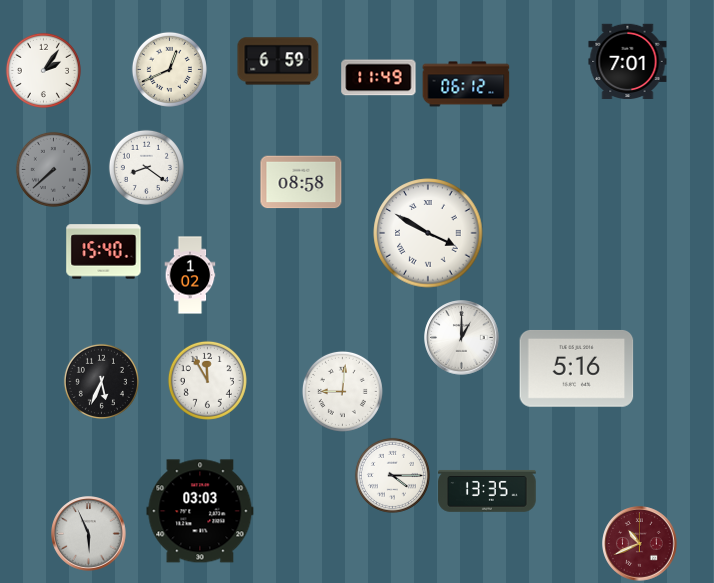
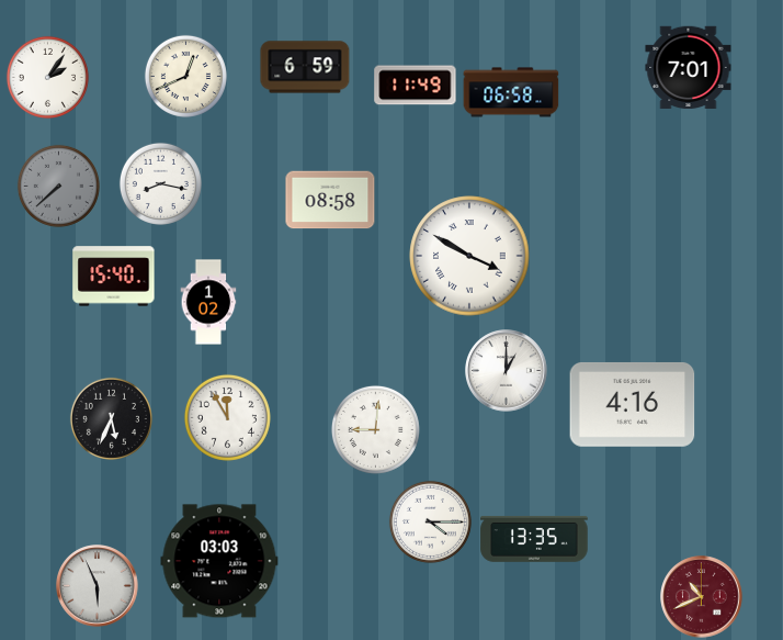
clock at (466, 84): 06:12 -> 06:58
clock at (146, 167): 8:21 -> 8:17
clock at (577, 368): 5:16 -> 4:16
